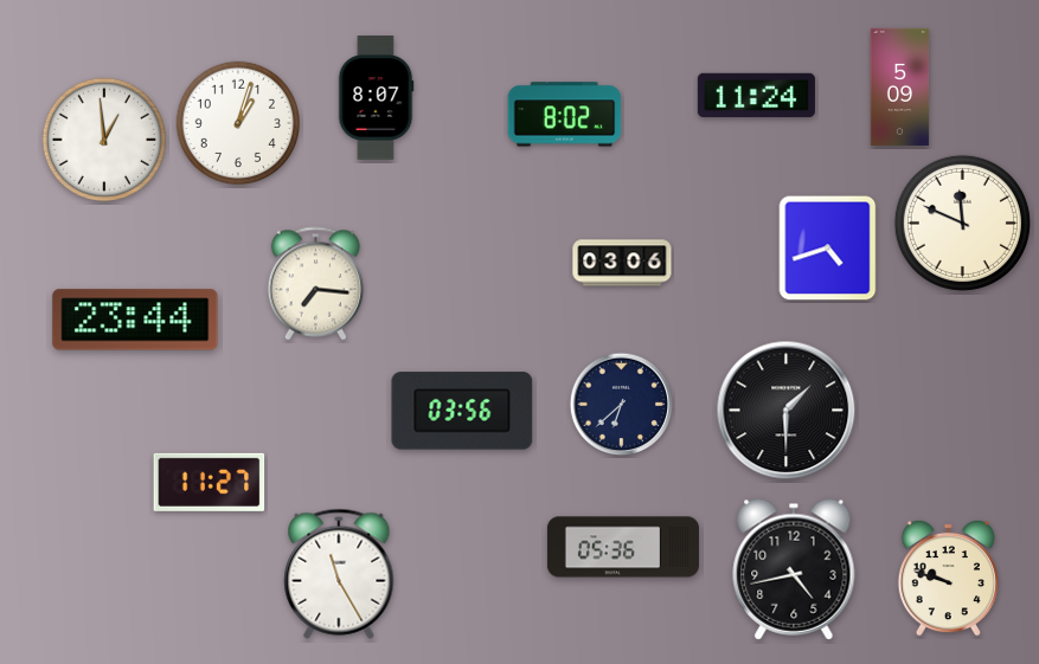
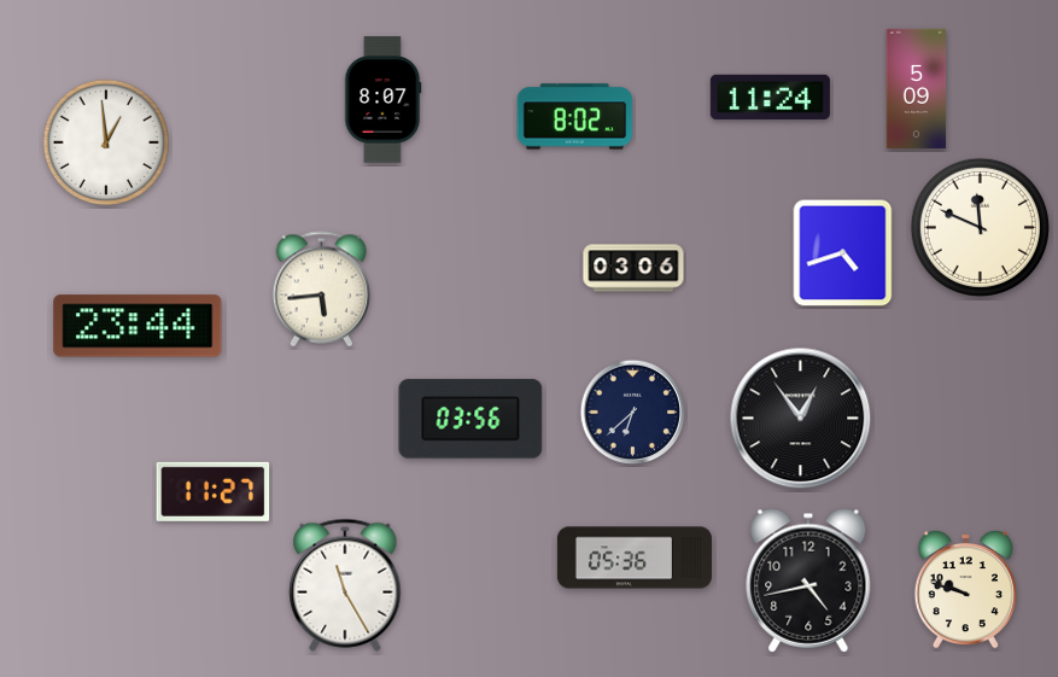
clock at (237, 122): 1:03 -> none
clock at (316, 284): 7:16 -> 5:44
clock at (787, 411): 1:30 -> 12:54
